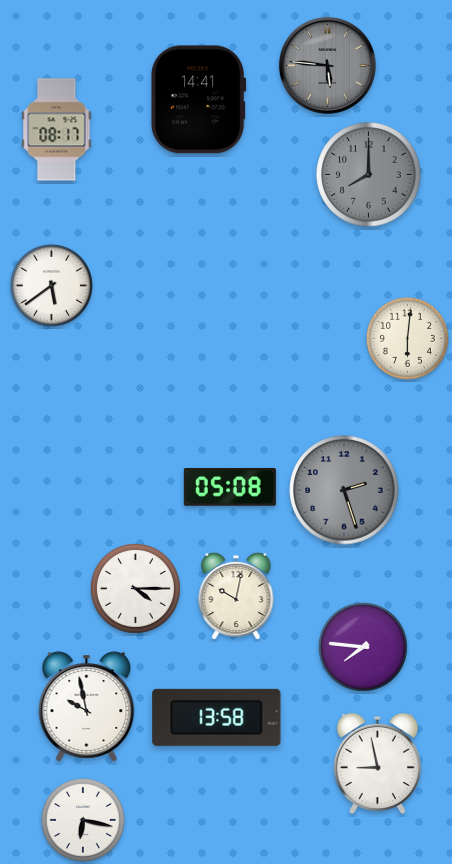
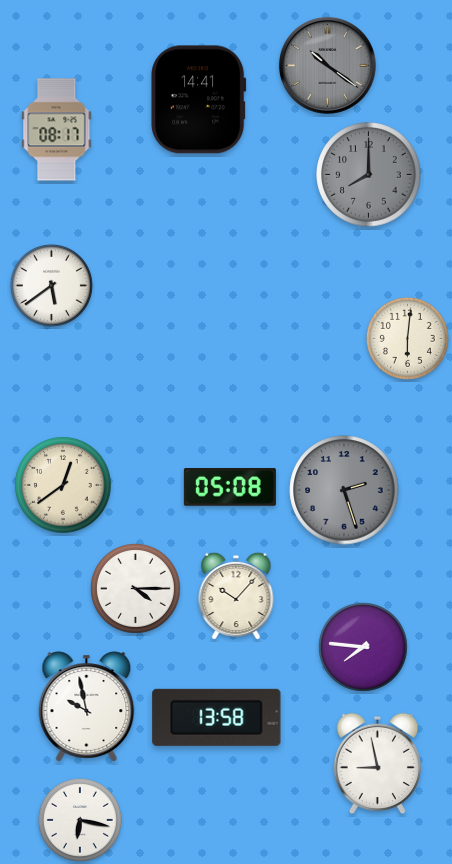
clock at (327, 65): 5:46 -> 10:21
clock at (63, 485): none -> 12:39
clock at (236, 596): 10:02 -> 10:07
clock at (83, 820) position: (83, 820) -> (80, 820)
